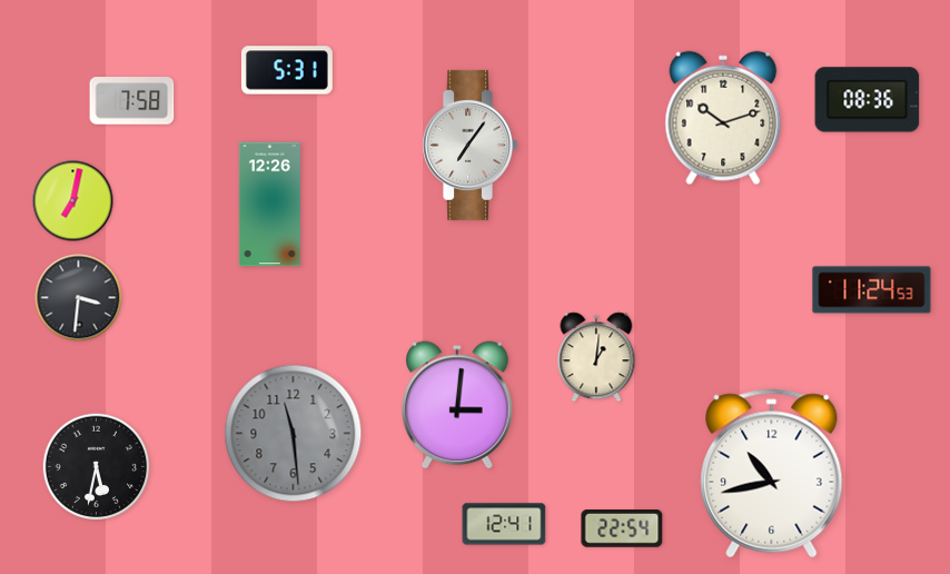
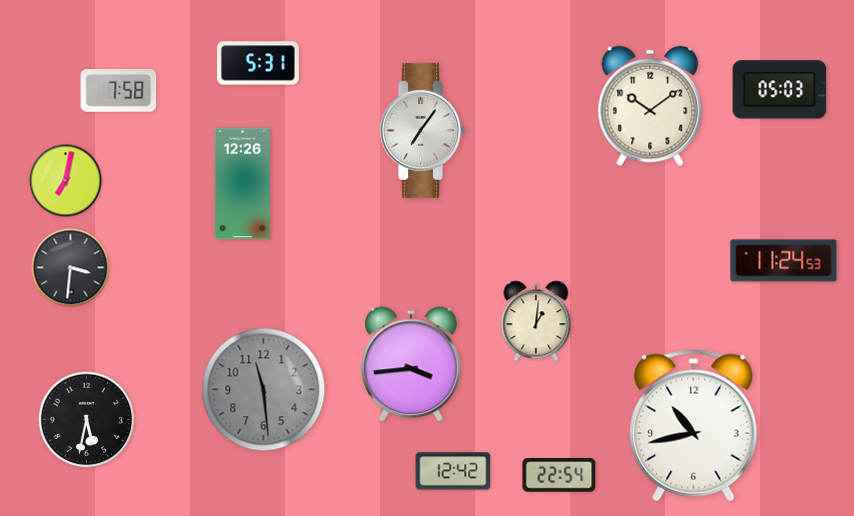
clock at (868, 100): 08:36 -> 05:03
clock at (723, 118): 10:12 -> 10:09
clock at (458, 405): 3:01 -> 3:44
clock at (504, 524): 12:41 -> 12:42
